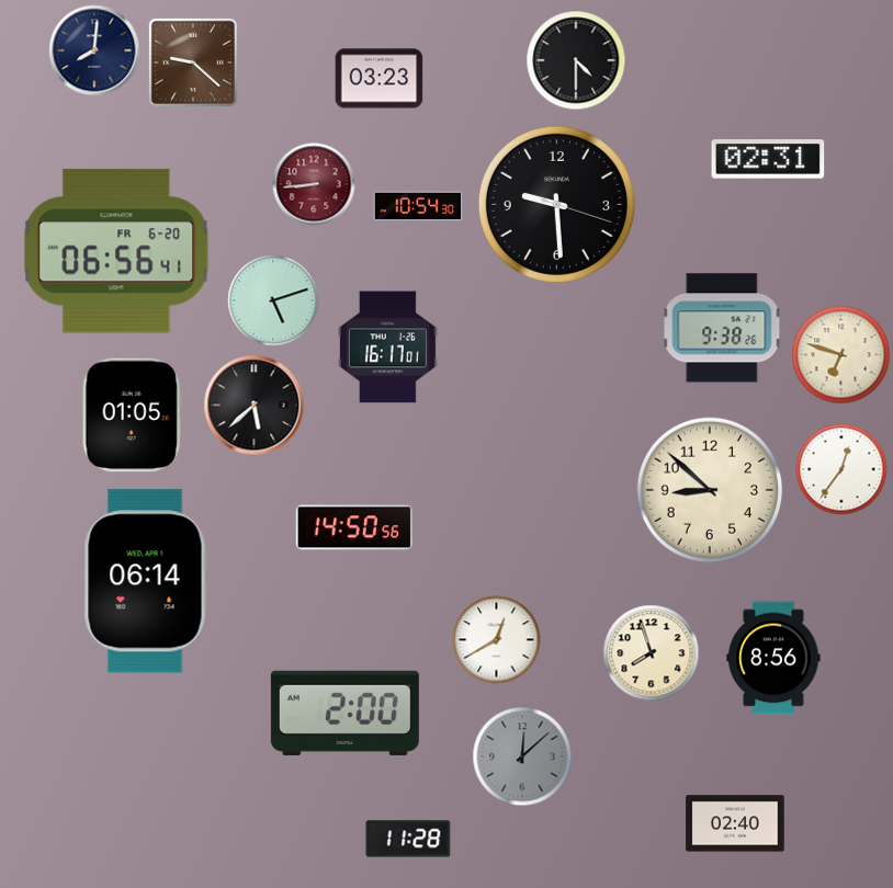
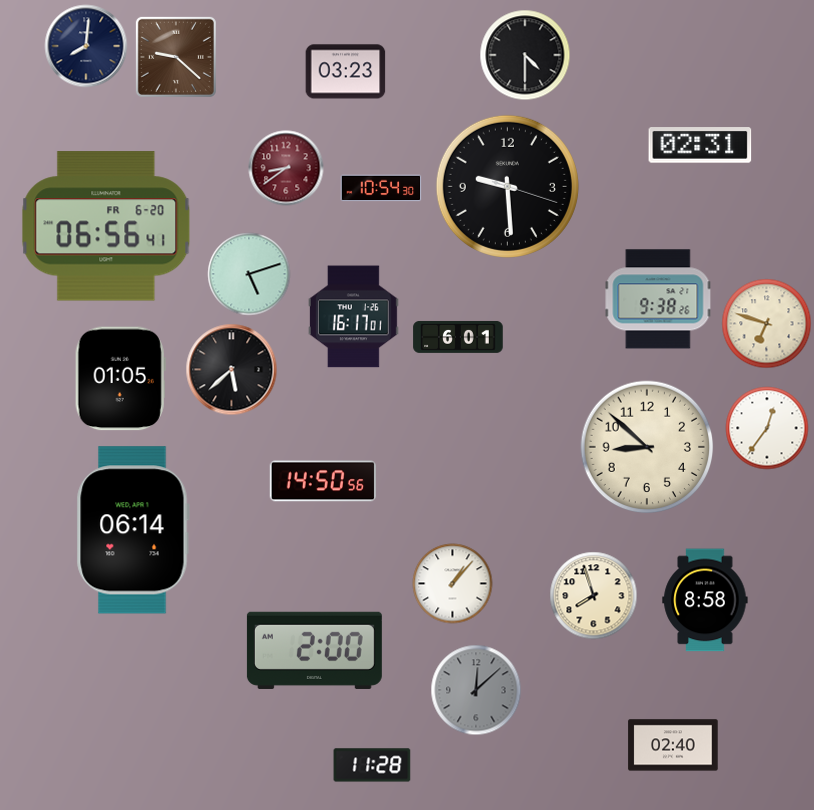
clock at (314, 184): 8:44 -> 8:39
clock at (116, 251) position: (116, 251) -> (106, 226)
clock at (458, 337): none -> 6:01
clock at (497, 640): 12:40 -> 1:07
clock at (773, 658): 8:56 -> 8:58
clock at (735, 823) position: (735, 823) -> (673, 745)
